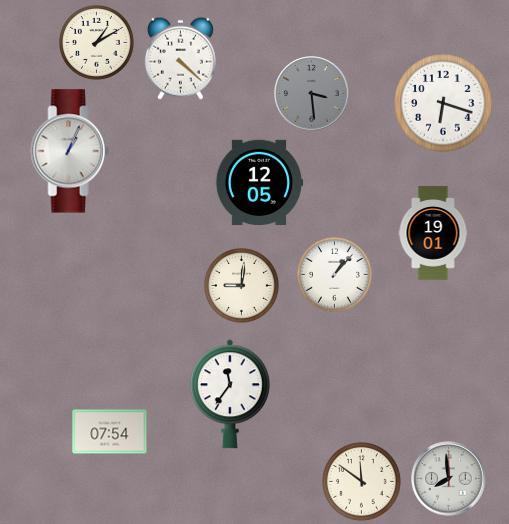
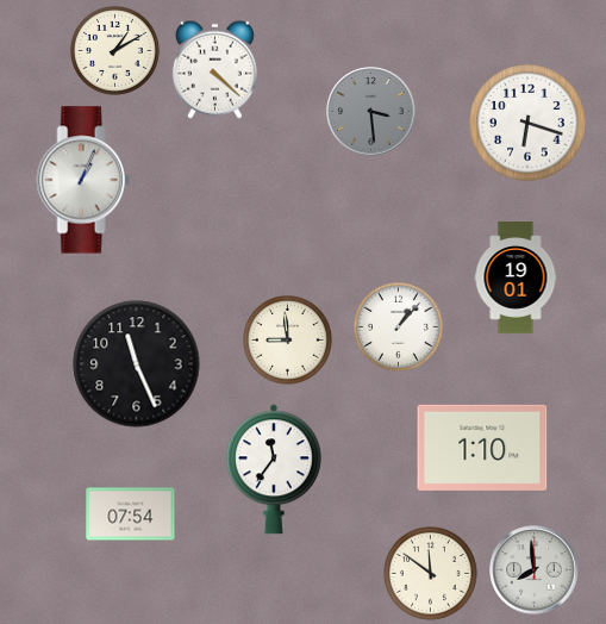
clock at (259, 182): 12:05 -> none
clock at (241, 285): 9:01 -> 8:59
clock at (137, 364): none -> 11:26
clock at (482, 448): none -> 1:10
